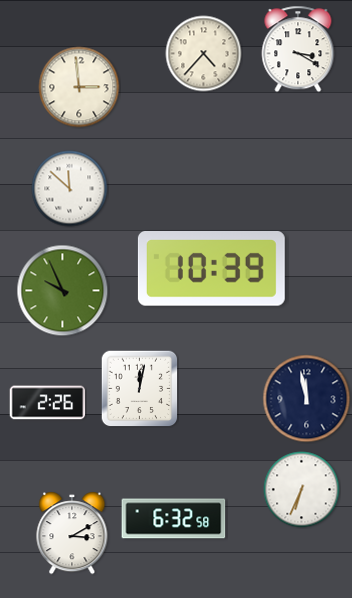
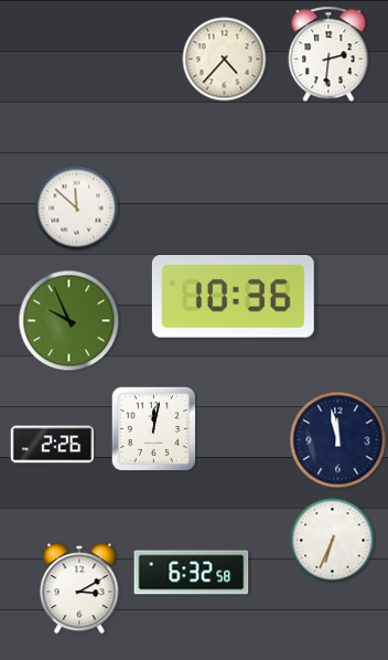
clock at (298, 49): 3:20 -> 2:31
clock at (79, 87): 2:59 -> none
clock at (211, 269): 10:39 -> 10:36
